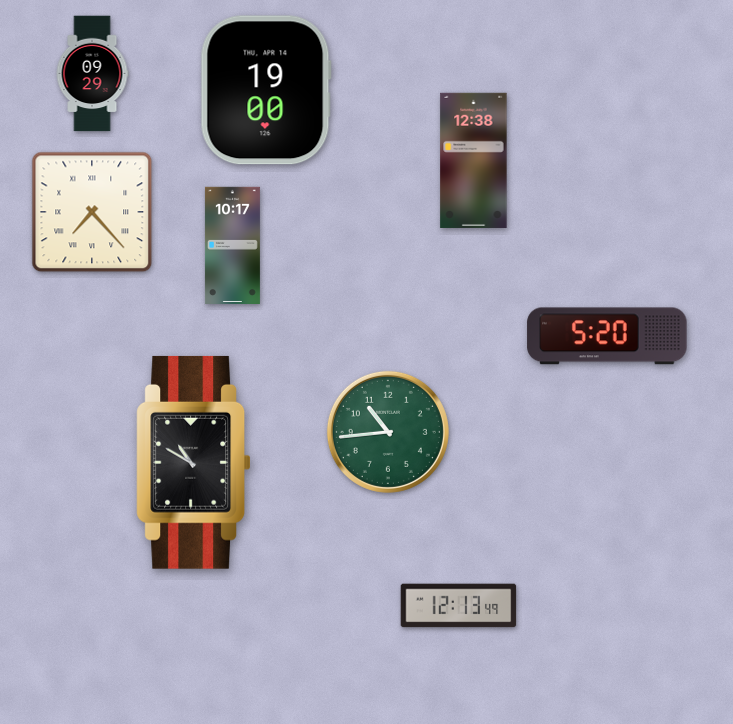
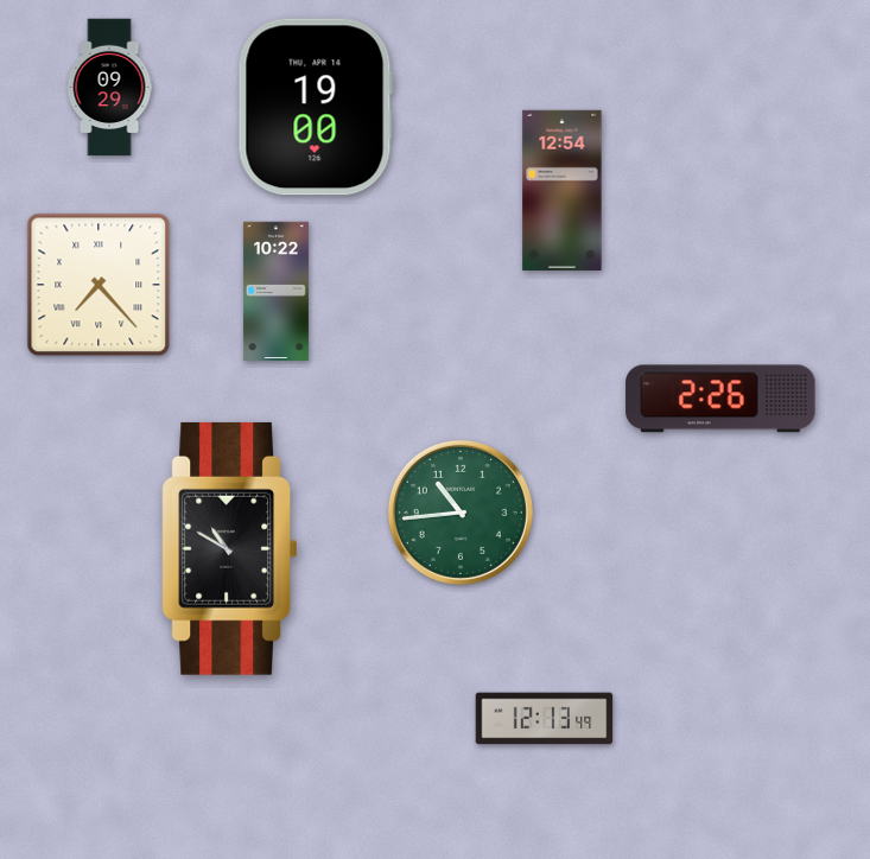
clock at (474, 160): 12:38 -> 12:54
clock at (92, 212) position: (92, 212) -> (99, 285)
clock at (232, 245): 10:17 -> 10:22
clock at (607, 336): 5:20 -> 2:26
